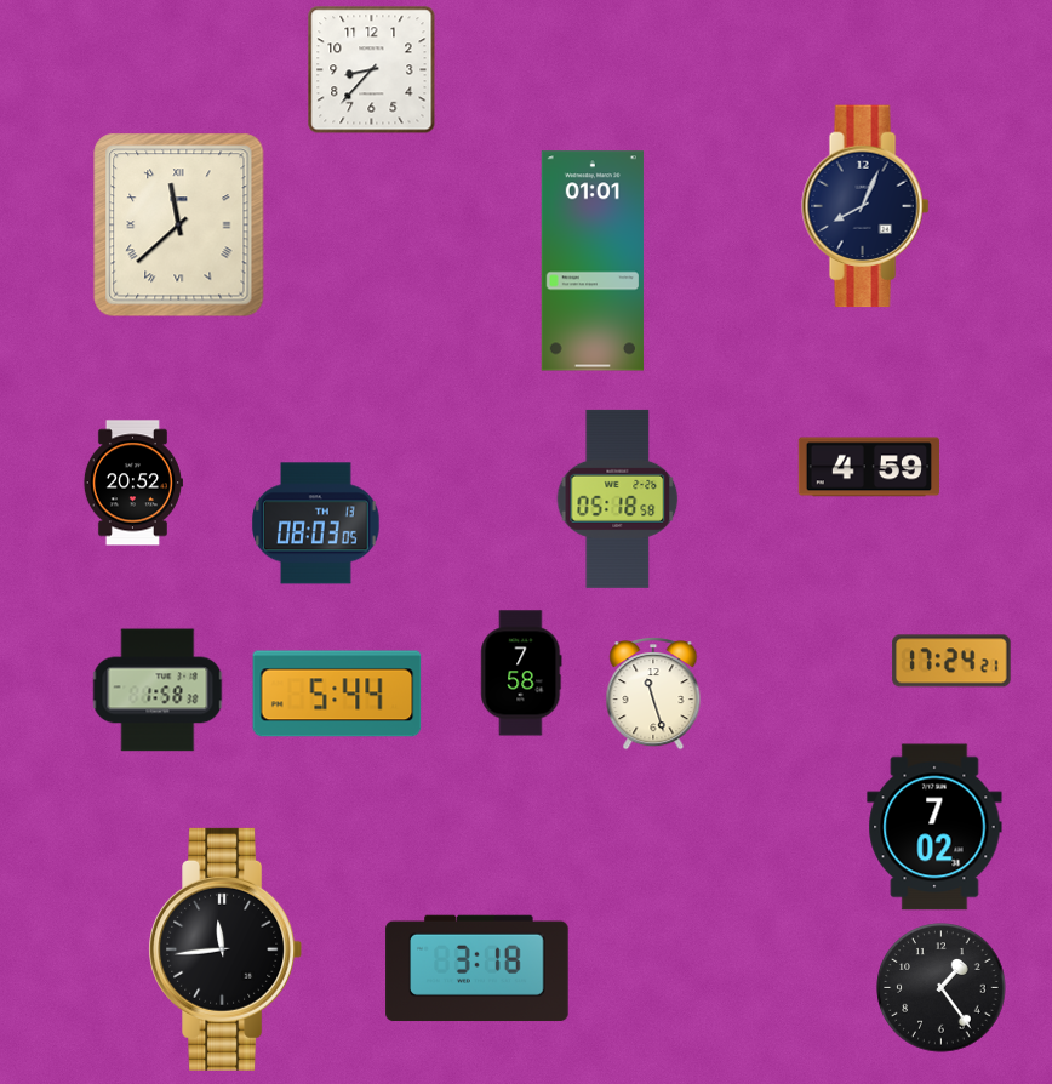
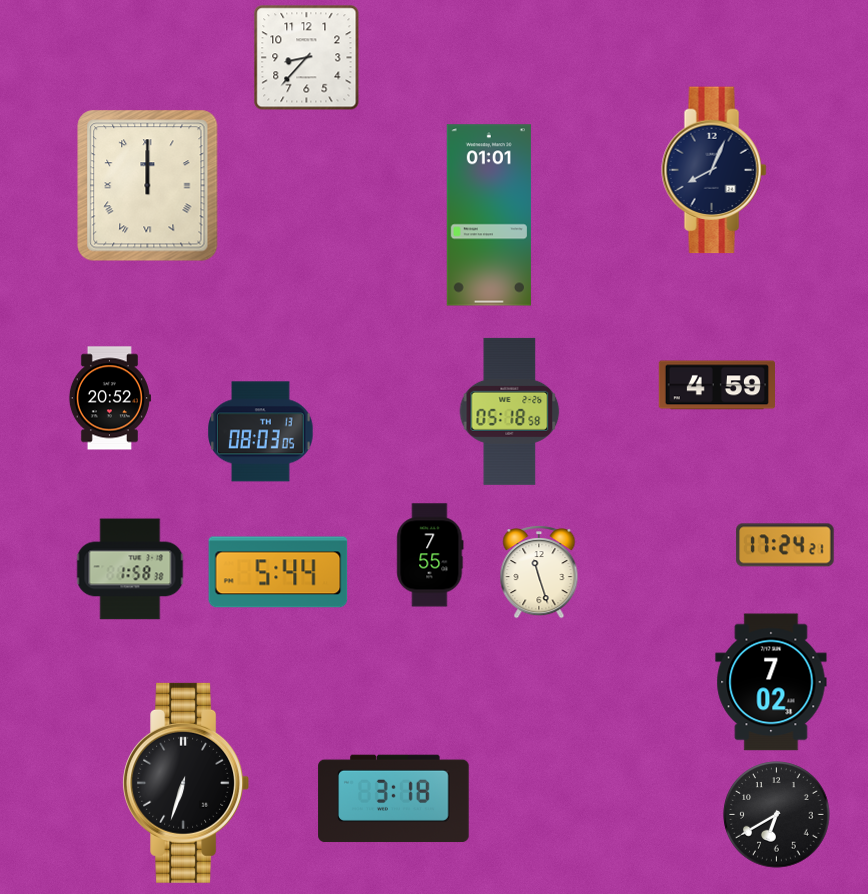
clock at (179, 226): 11:38 -> 12:00
clock at (521, 673): 7:58 -> 7:55
clock at (225, 949): 11:44 -> 6:33
clock at (942, 988): 1:24 -> 6:40
